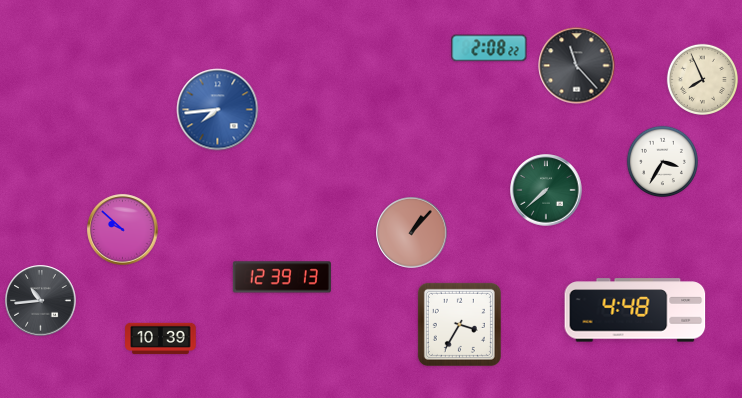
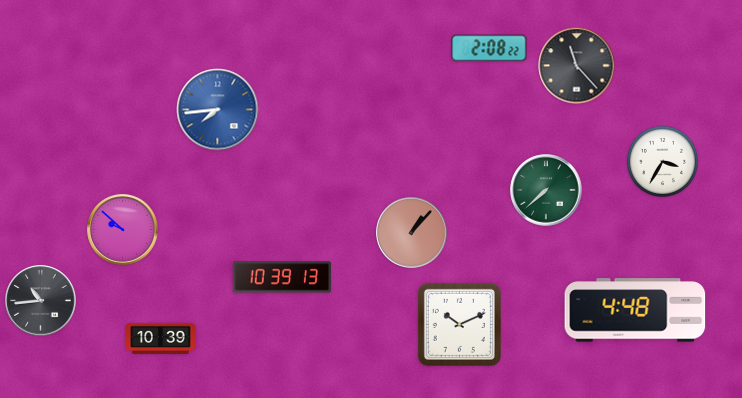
clock at (702, 79): 7:56 -> none
clock at (282, 277): 12:39 -> 10:39
clock at (459, 324): 3:35 -> 10:11
